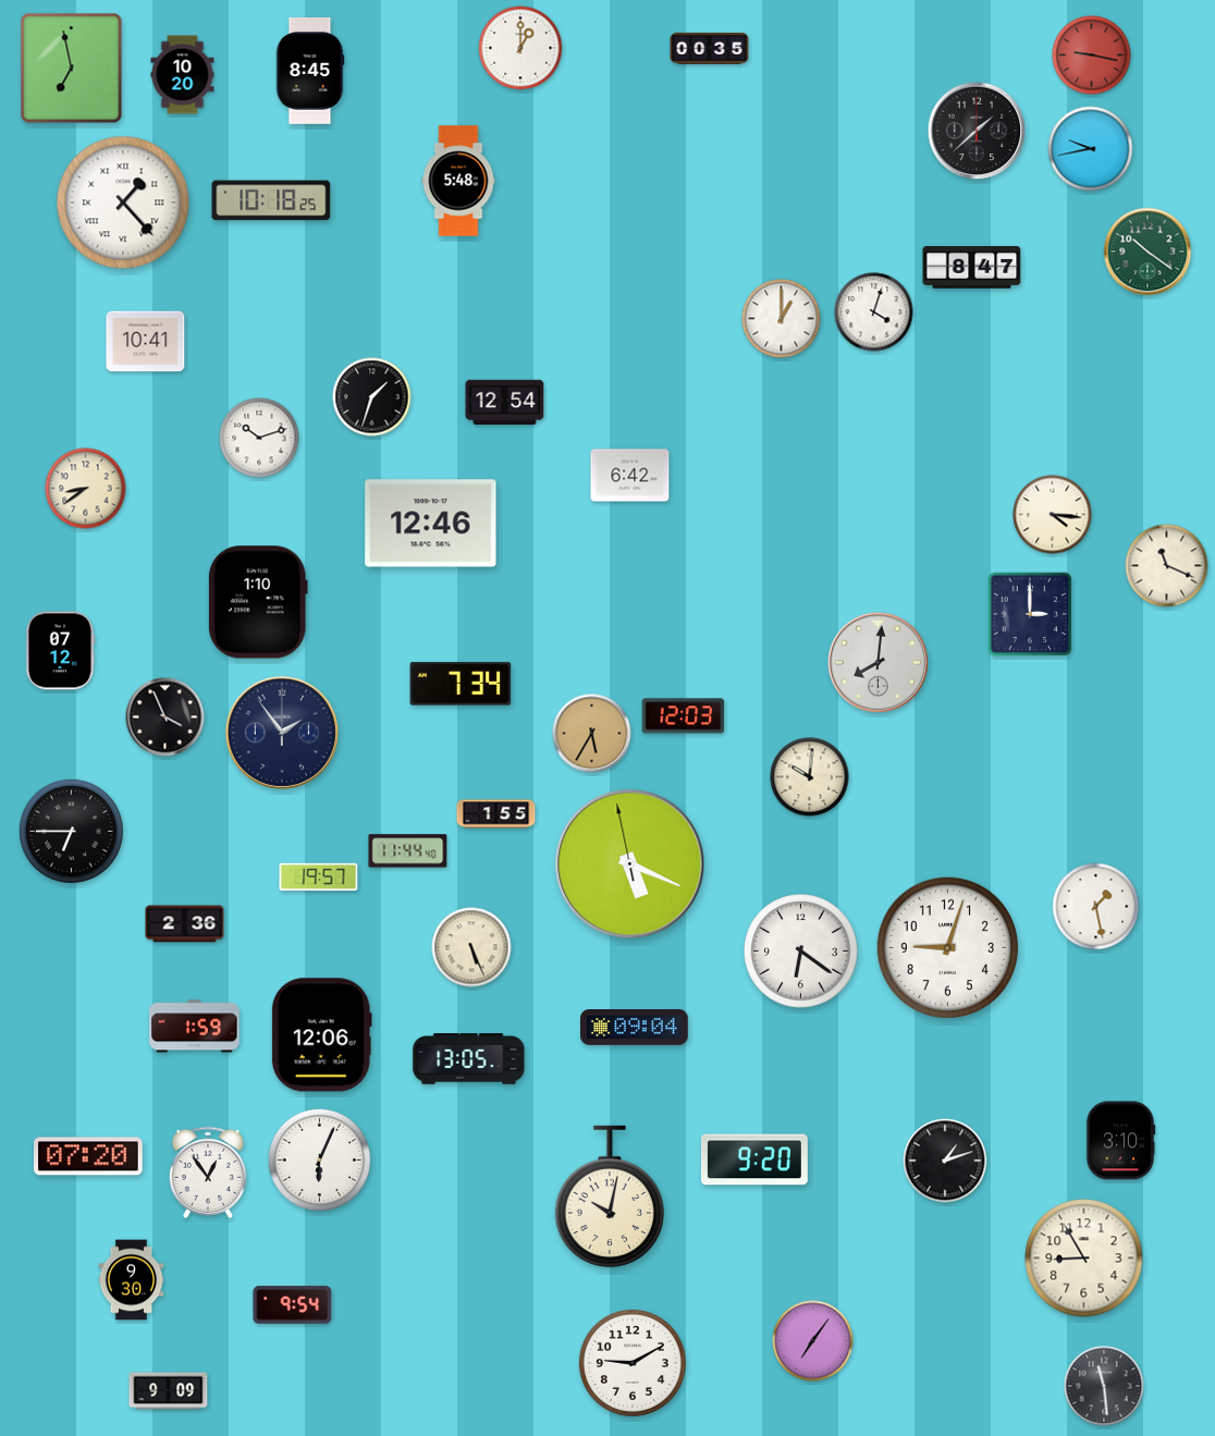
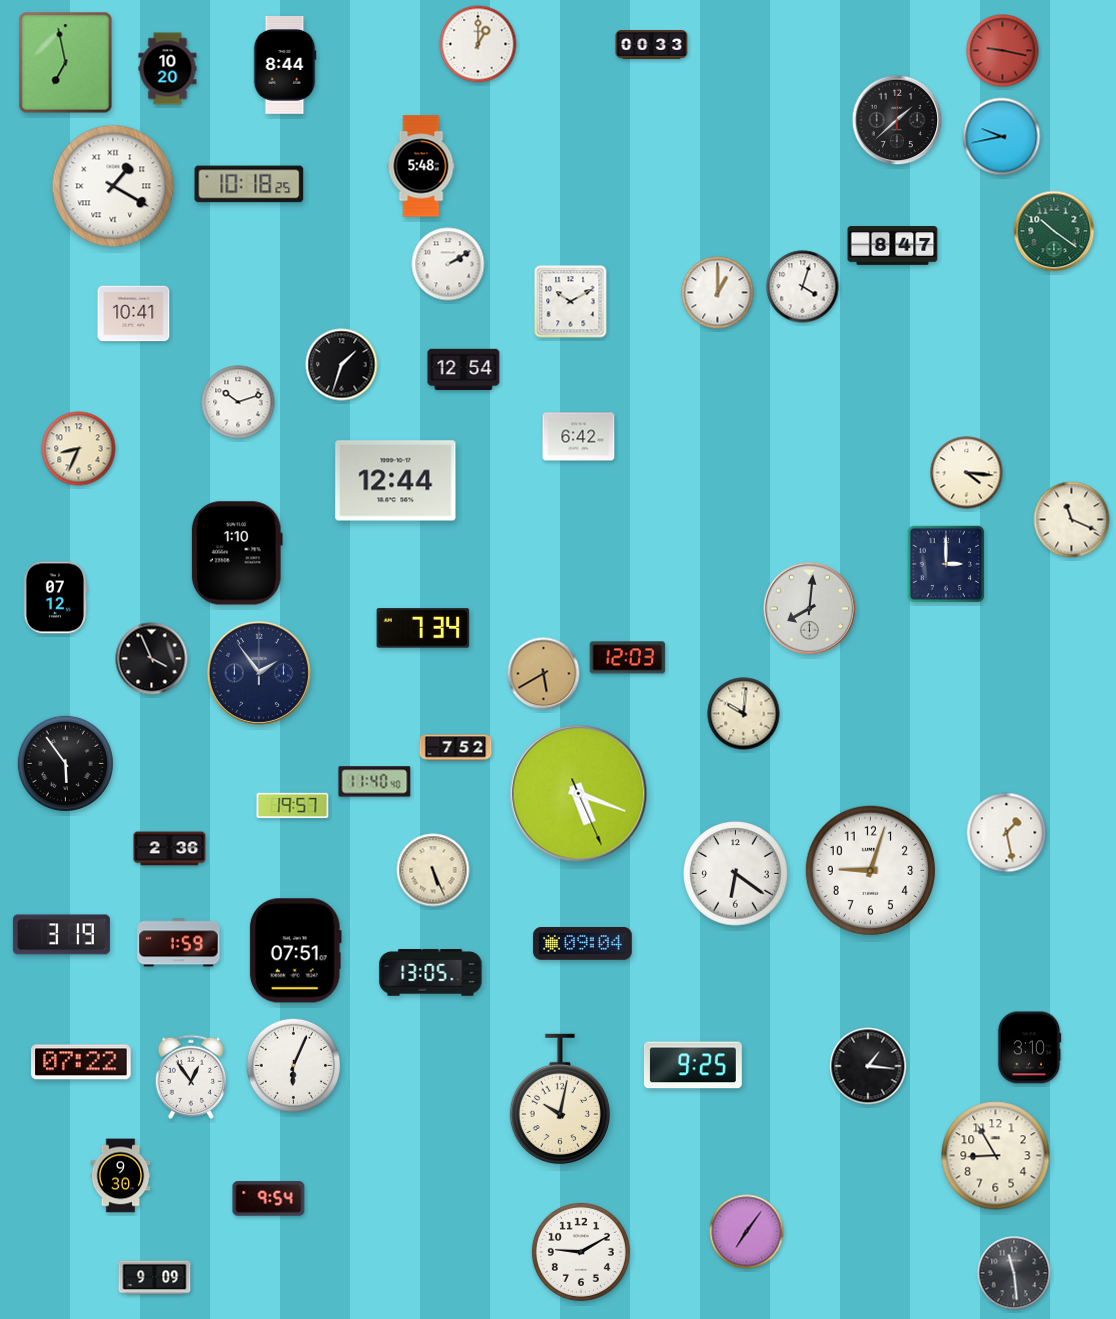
clock at (710, 49): 00:35 -> 00:33
clock at (310, 71): 8:45 -> 8:44
clock at (123, 202): 1:23 -> 1:20
clock at (448, 264): none -> 2:10
clock at (571, 302): none -> 10:10
clock at (86, 489): 8:39 -> 8:34
clock at (431, 524): 12:46 -> 12:44
clock at (879, 663) position: (879, 663) -> (810, 609)
clock at (592, 734): 5:35 -> 5:40
clock at (496, 814): 1:55 -> 7:52
clock at (71, 831): 6:45 -> 5:54
clock at (408, 851): 11:44 -> 11:40
clock at (630, 864): 5:18:58 -> 5:18:26
clock at (61, 935): none -> 3:19
clock at (321, 1035): 12:06 -> 07:51
clock at (88, 1156): 07:20 -> 07:22
clock at (754, 1159): 9:20 -> 9:25
clock at (945, 1161): 1:12 -> 1:16
